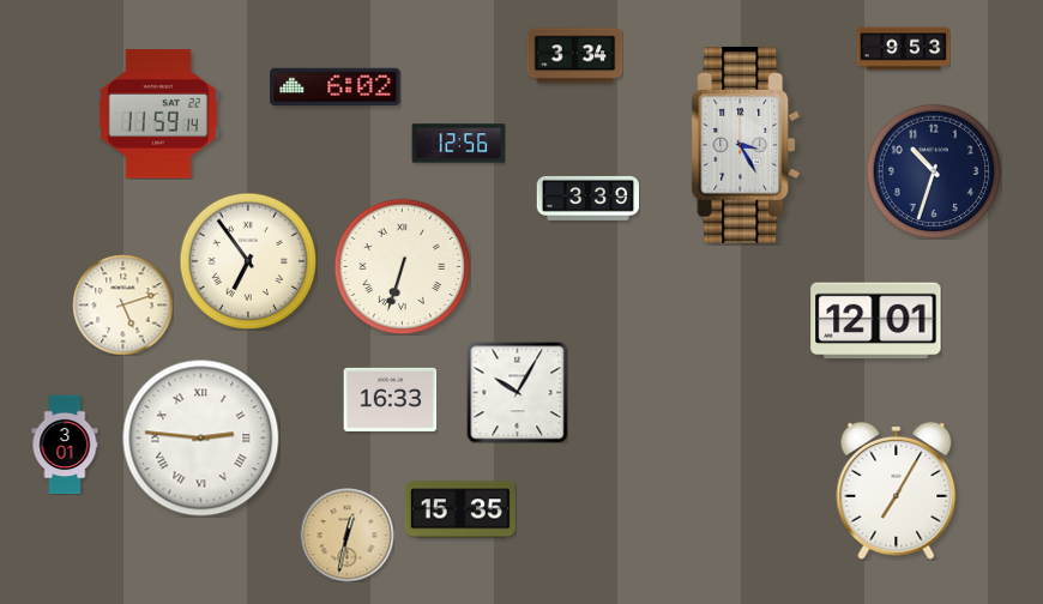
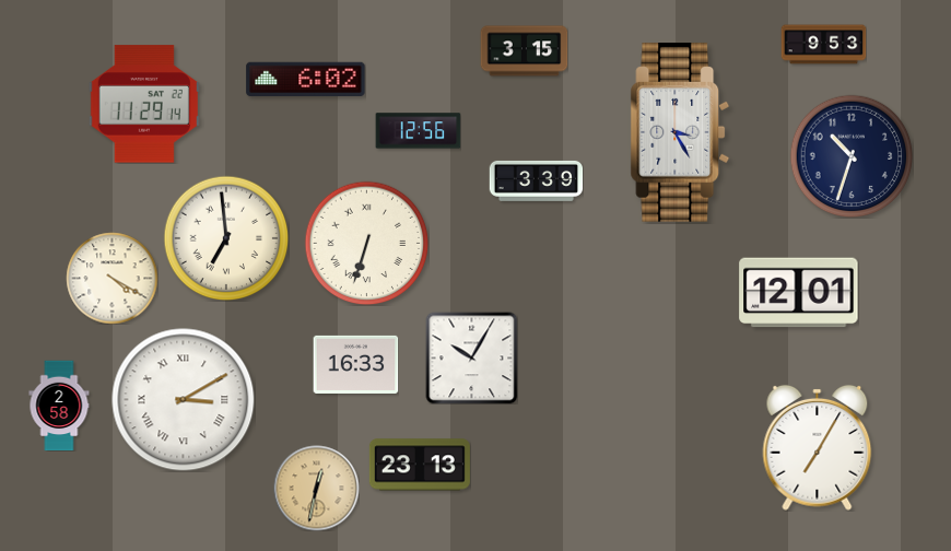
clock at (574, 56): 3:34 -> 3:15
clock at (158, 114): 11:59 -> 11:29
clock at (248, 261): 6:54 -> 6:59
clock at (122, 304): 5:12 -> 4:20
clock at (201, 439): 2:46 -> 3:10
clock at (65, 445): 3:01 -> 2:58
clock at (460, 509): 15:35 -> 23:13
